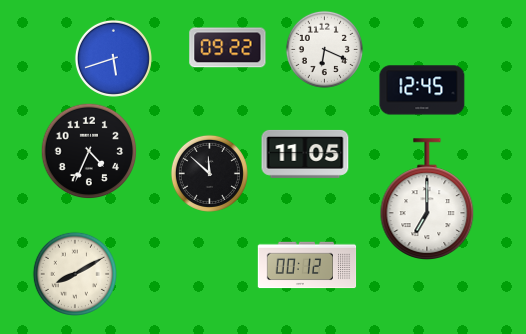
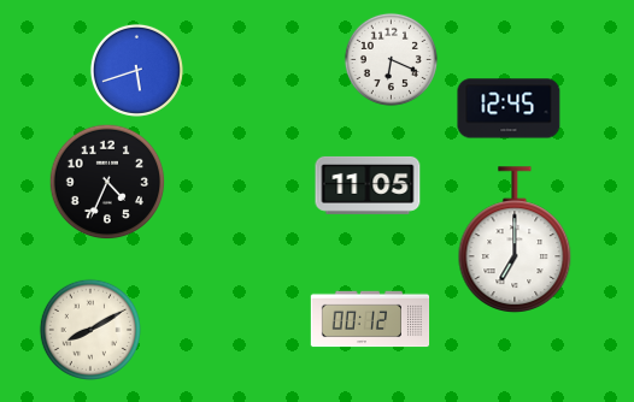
clock at (228, 48): 09:22 -> none
clock at (209, 173): 11:52 -> none
